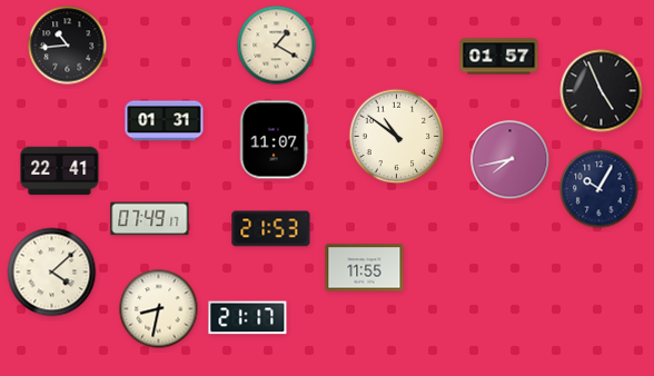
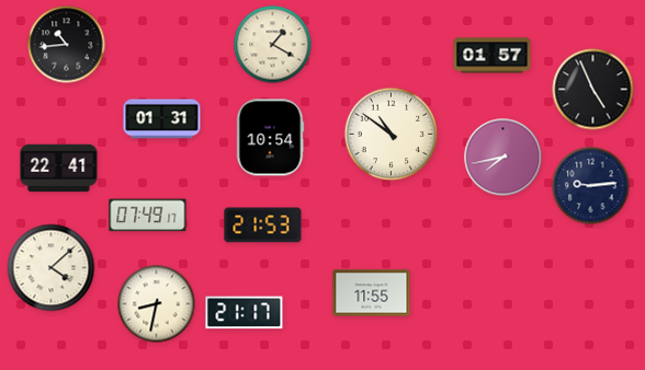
clock at (274, 140): 11:07 -> 10:54
clock at (599, 189): 10:05 -> 9:14
clock at (271, 229) position: (271, 229) -> (263, 226)
clock at (365, 268) position: (365, 268) -> (372, 293)
